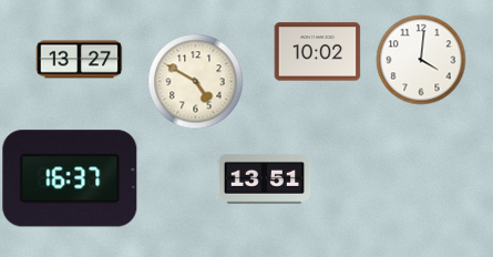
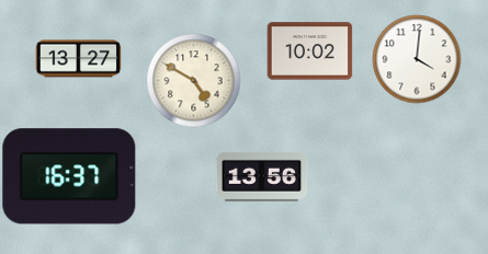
clock at (317, 52) position: (317, 52) -> (309, 51)
clock at (264, 178): 13:51 -> 13:56
